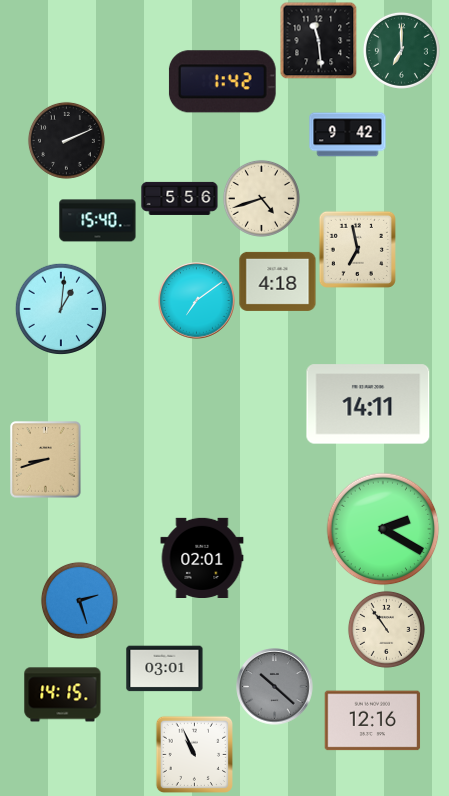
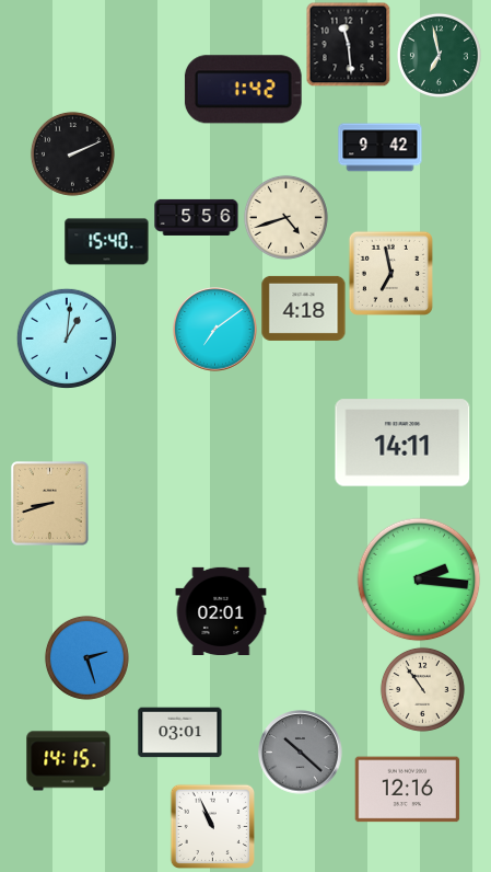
clock at (401, 50): 7:00 -> 6:58
clock at (383, 529): 2:20 -> 2:16
